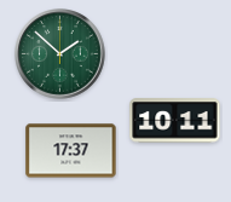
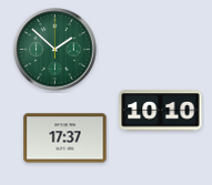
clock at (175, 121): 10:11 -> 10:10
